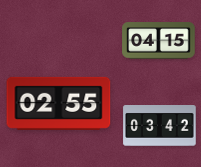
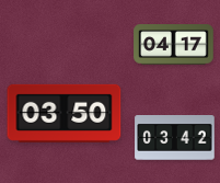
clock at (159, 41): 04:15 -> 04:17
clock at (59, 103): 02:55 -> 03:50
